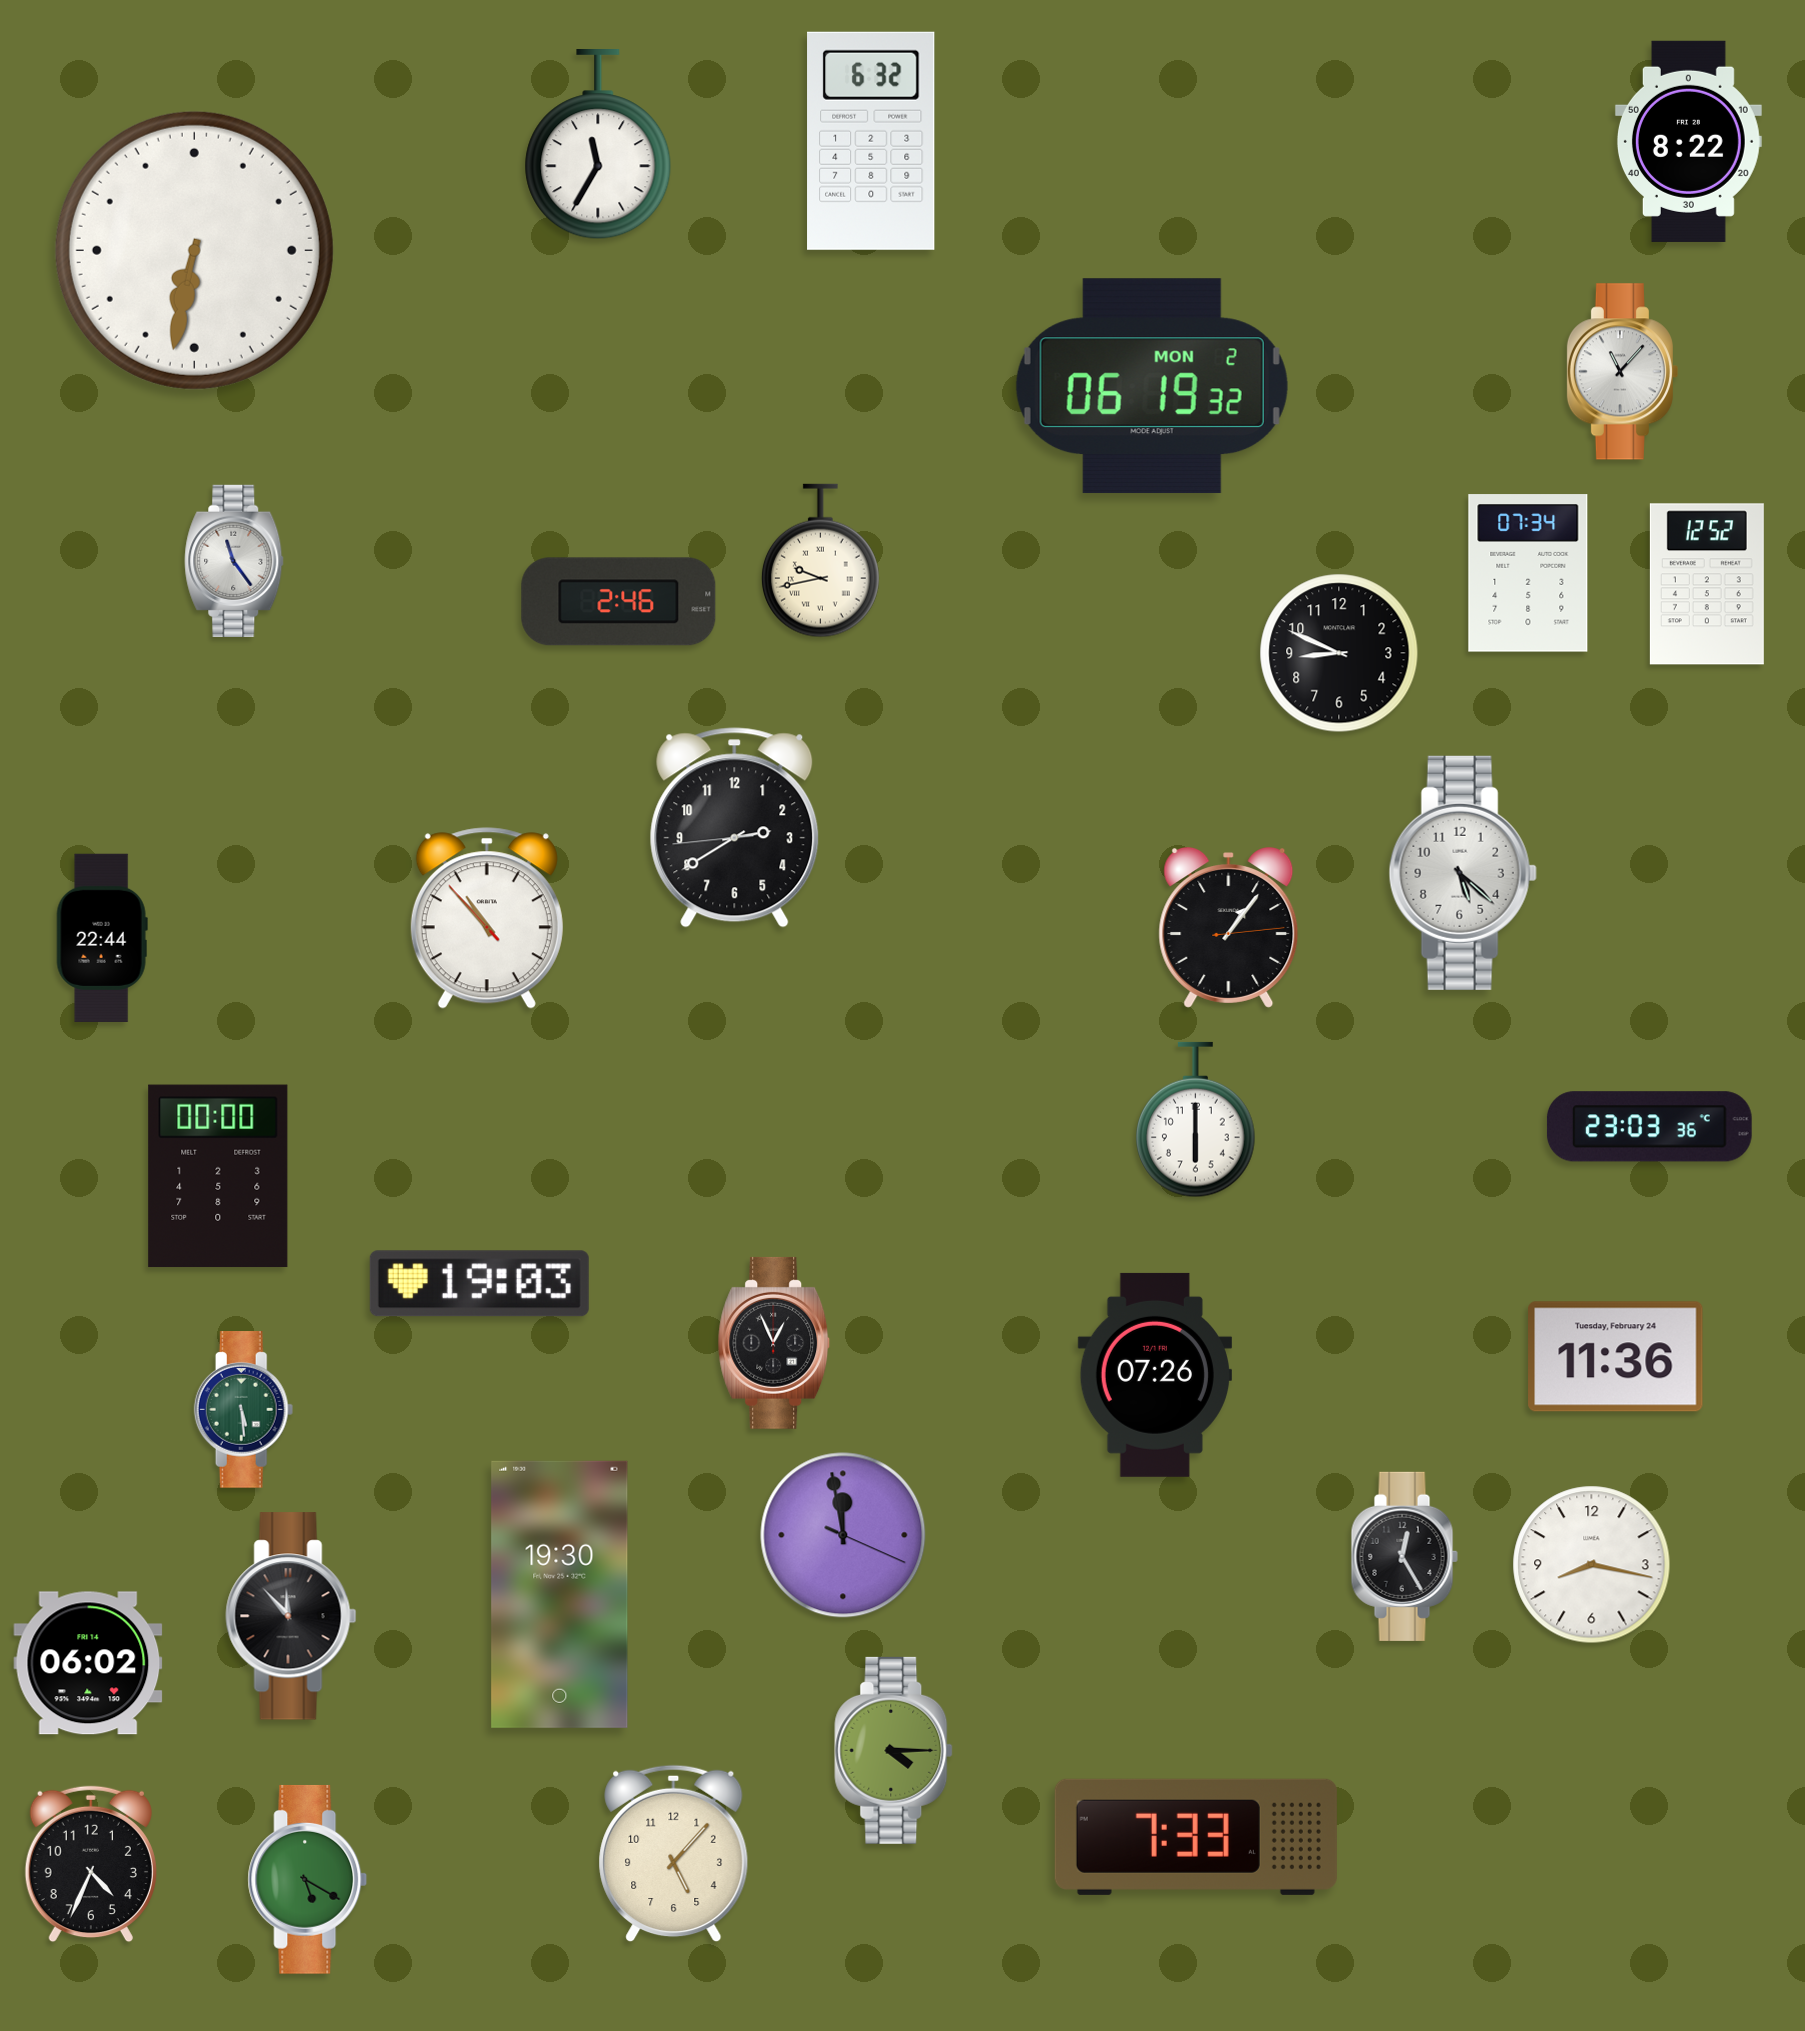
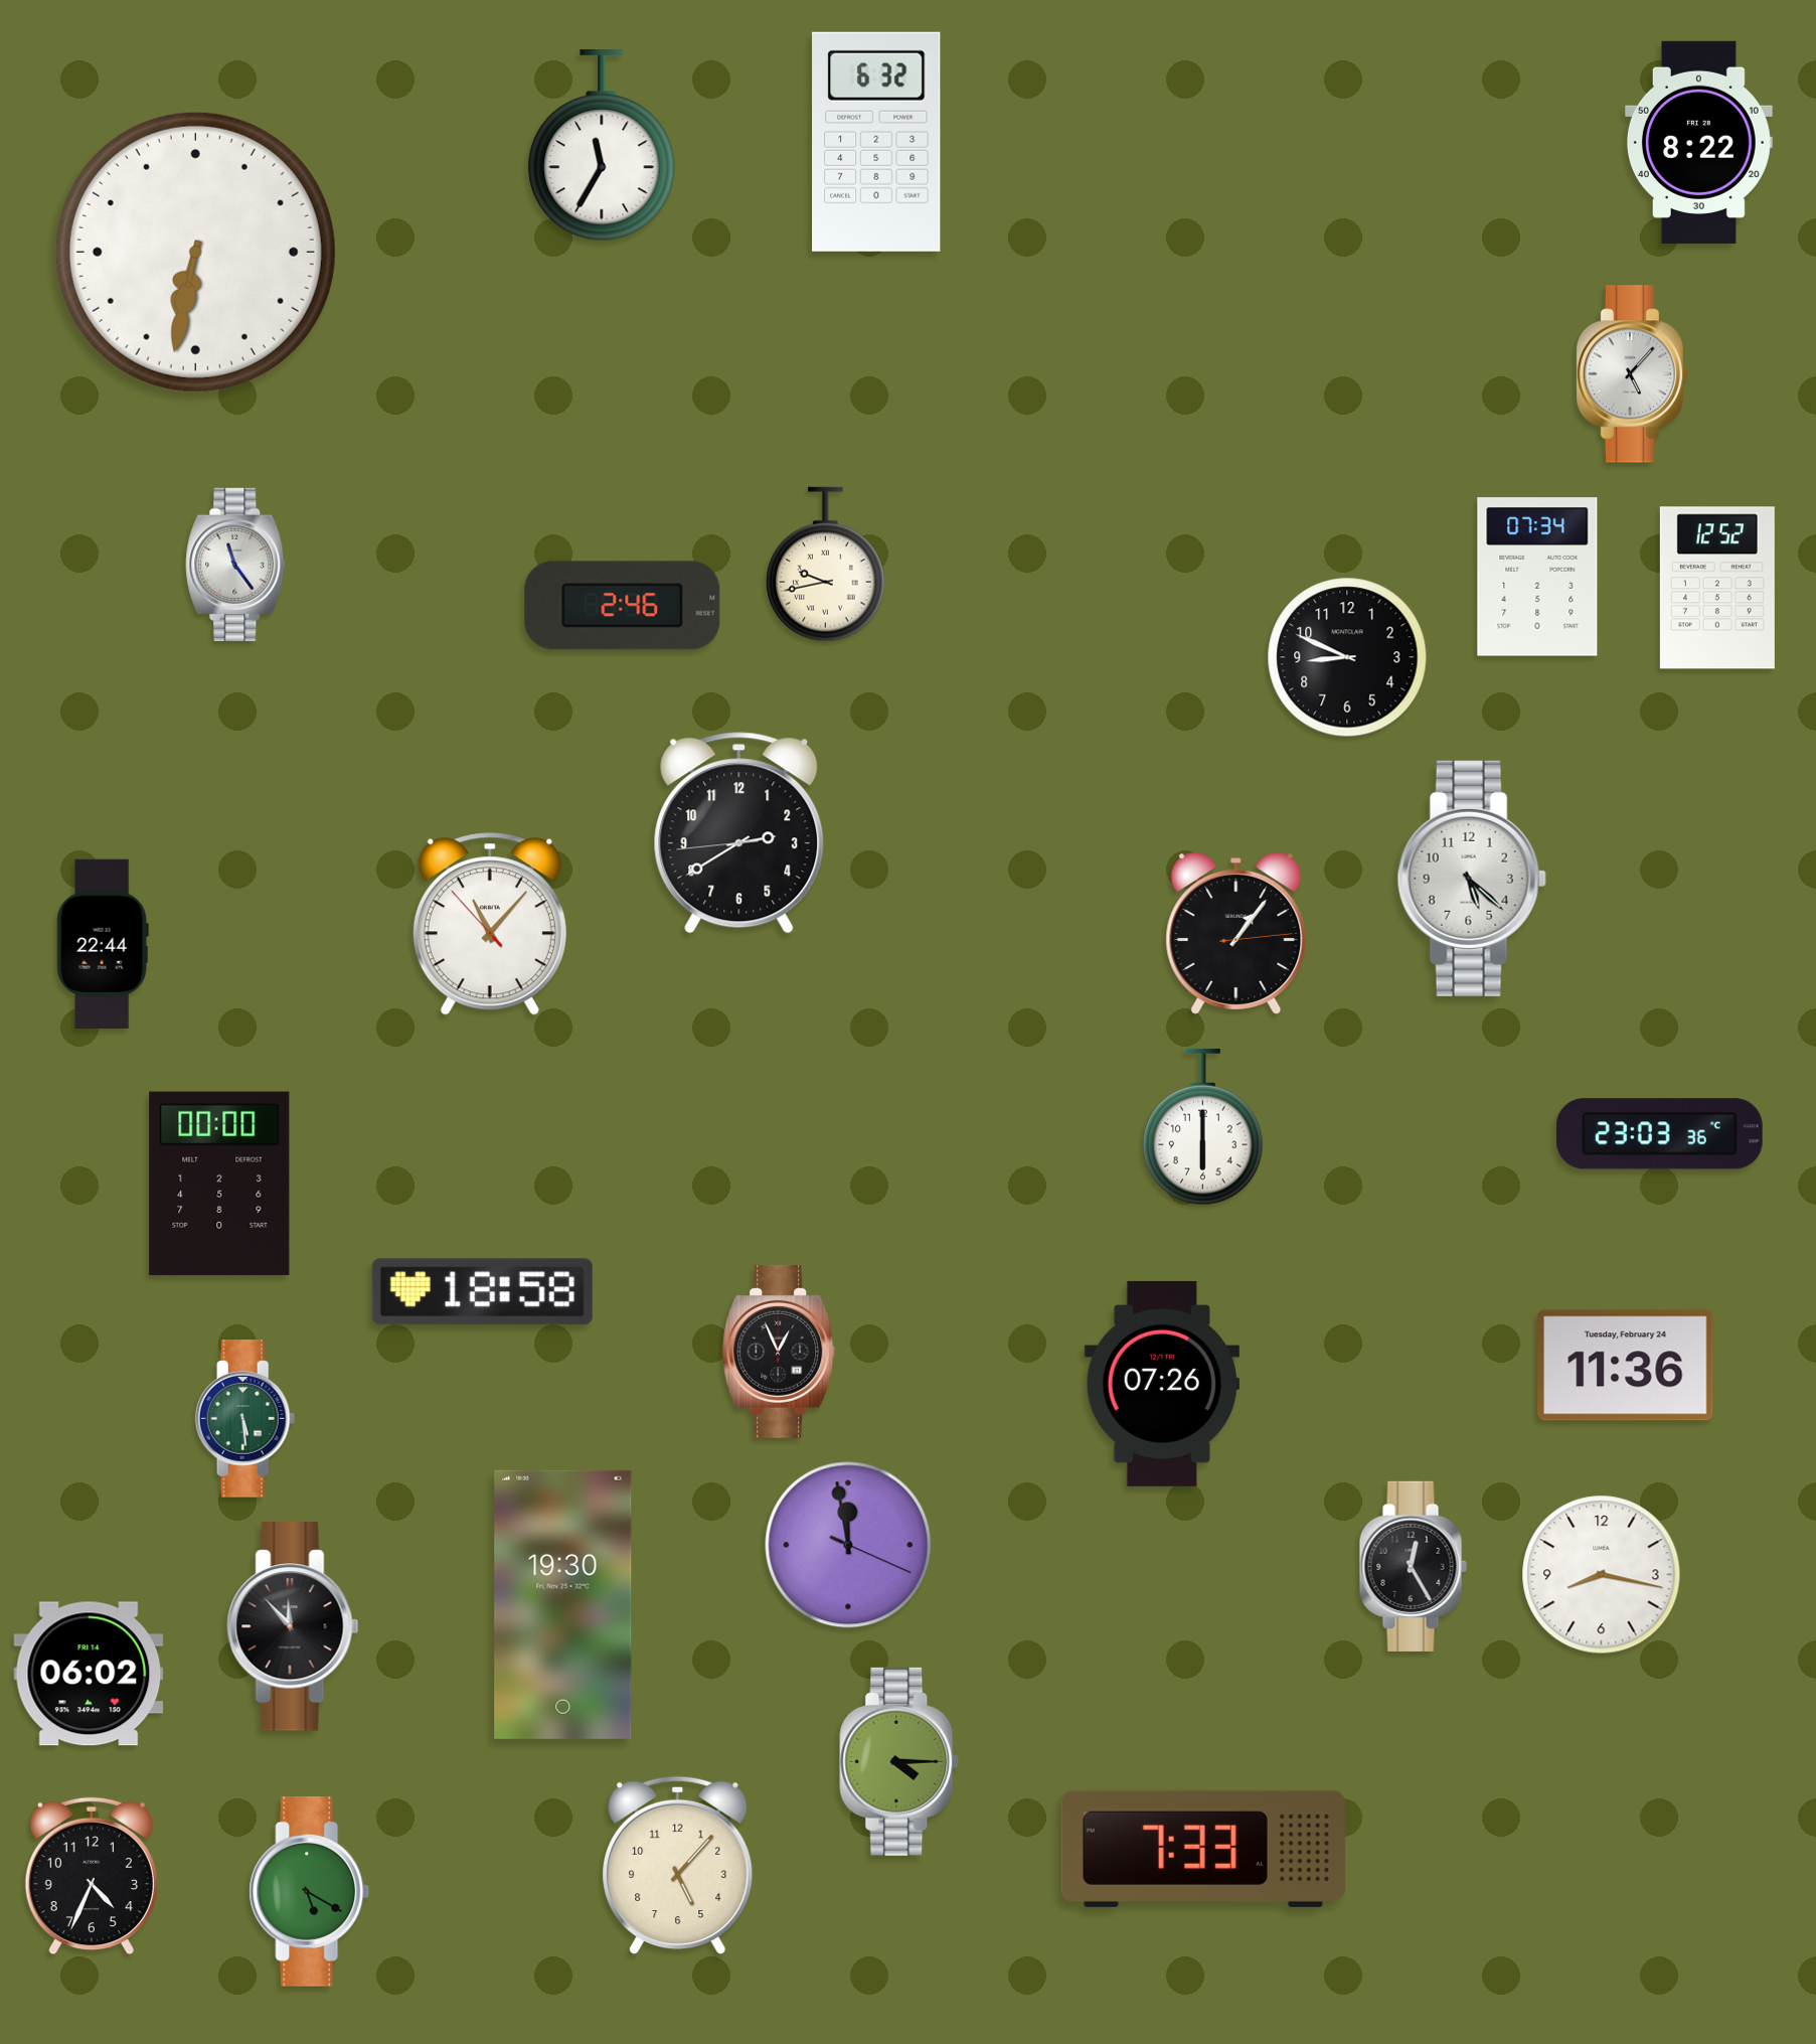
clock at (1622, 372): 11:07 -> 5:07
clock at (1152, 386): 06:19 -> none
clock at (487, 918): 10:52 -> 11:06
clock at (479, 1284): 19:03 -> 18:58
